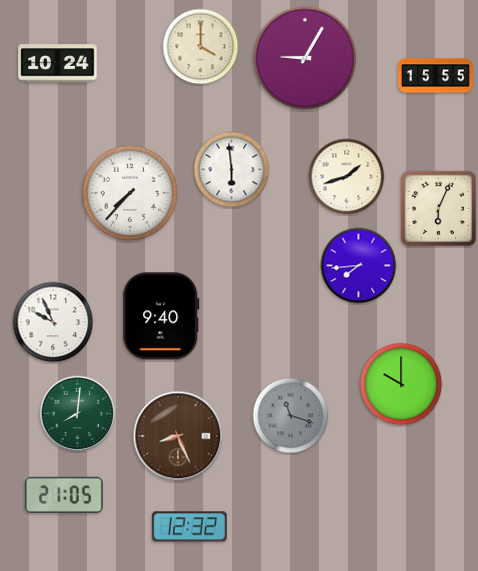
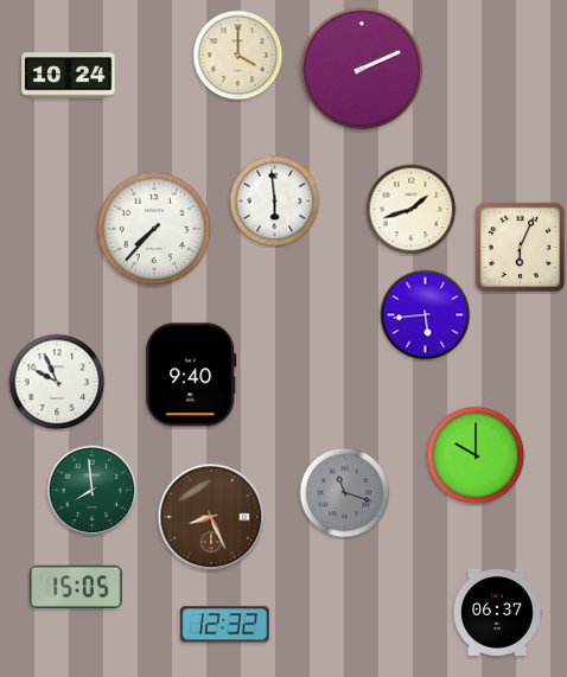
clock at (305, 58): 9:05 -> 2:11
clock at (435, 76): 15:55 -> none
clock at (359, 266): 7:44 -> 5:44
clock at (53, 322) position: (53, 322) -> (57, 382)
clock at (78, 414): 8:01 -> 7:59
clock at (65, 495): 21:05 -> 15:05
clock at (497, 612): none -> 06:37
